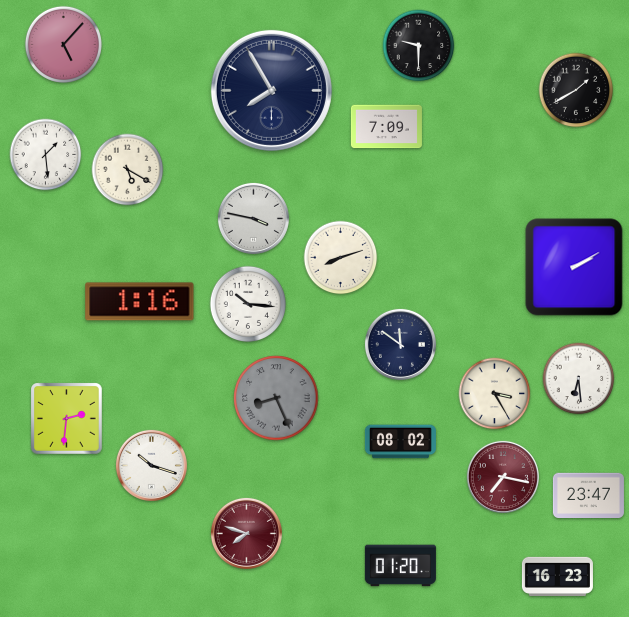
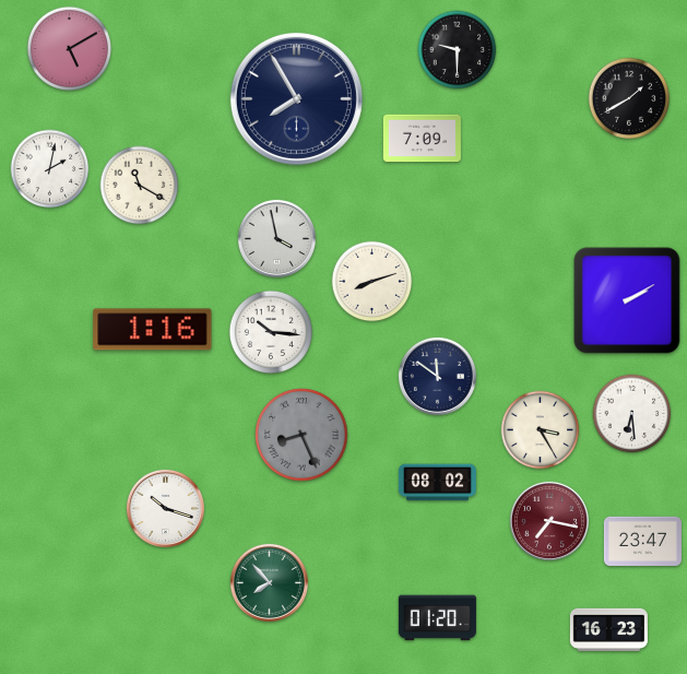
clock at (63, 44): 5:07 -> 5:10
clock at (46, 155): 1:29 -> 2:02
clock at (128, 170): 5:20 -> 11:20
clock at (253, 218): 3:47 -> 3:58
clock at (574, 267) position: (574, 267) -> (627, 300)
clock at (67, 419): 2:31 -> none
clock at (246, 533): 7:48 -> 7:53
clock at (246, 533) dial: burgundy -> green
